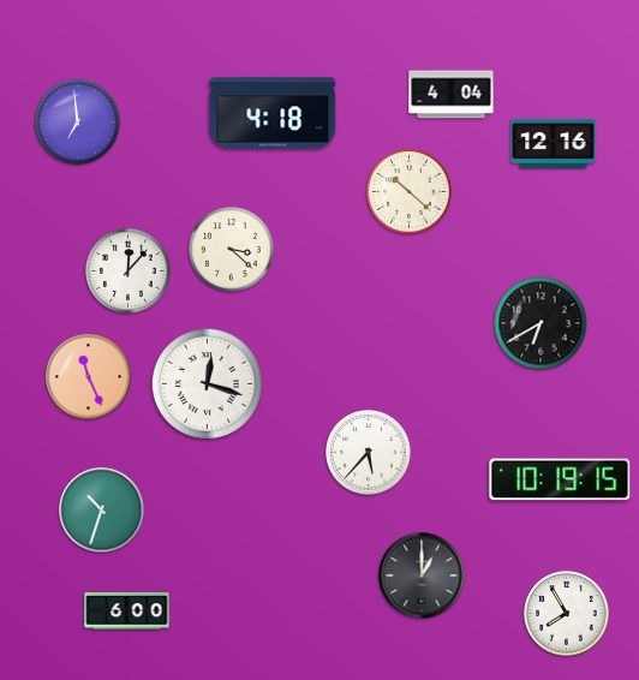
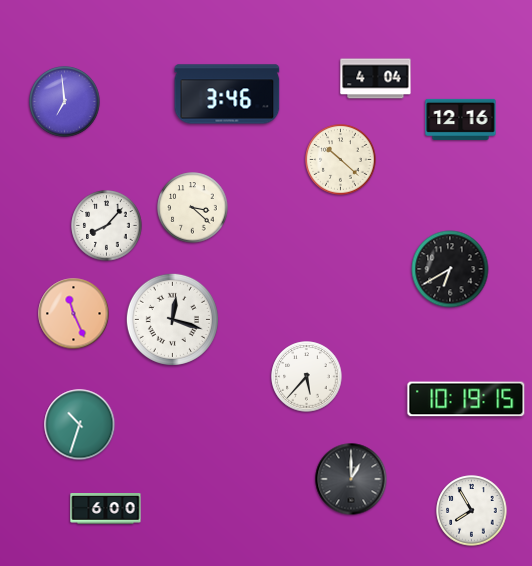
clock at (273, 113): 4:18 -> 3:46
clock at (129, 272): 12:07 -> 8:07
clock at (102, 511) position: (102, 511) -> (80, 425)
